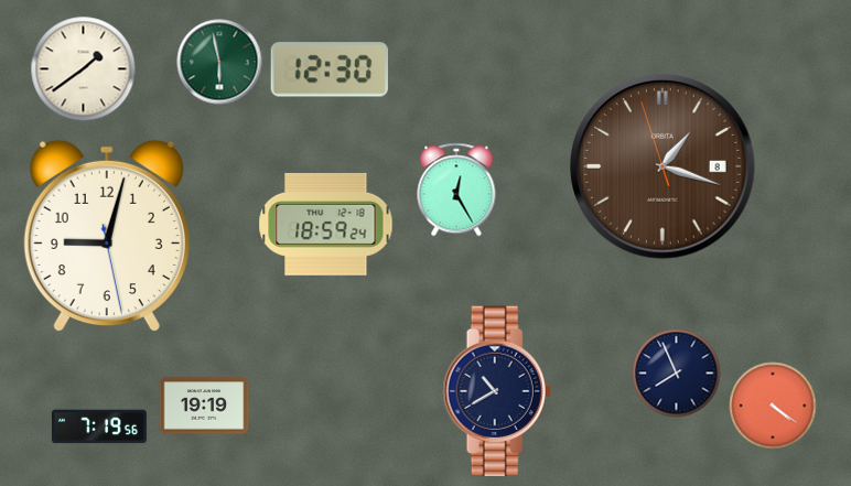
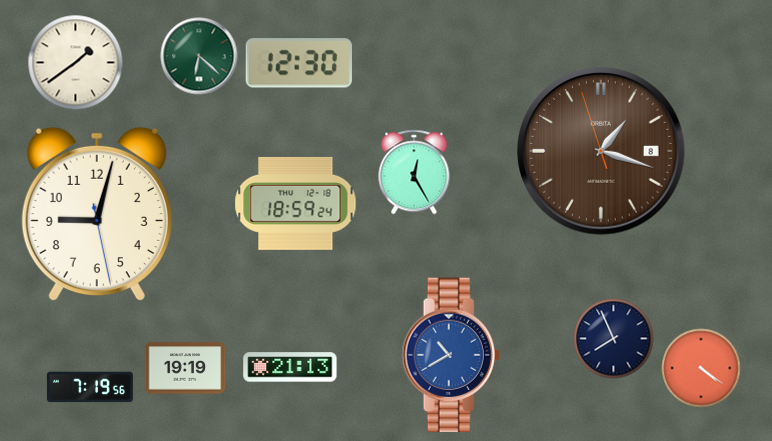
clock at (219, 62): 5:58 -> 6:22
clock at (497, 391) dial: navy -> blue
clock at (290, 367): none -> 21:13
